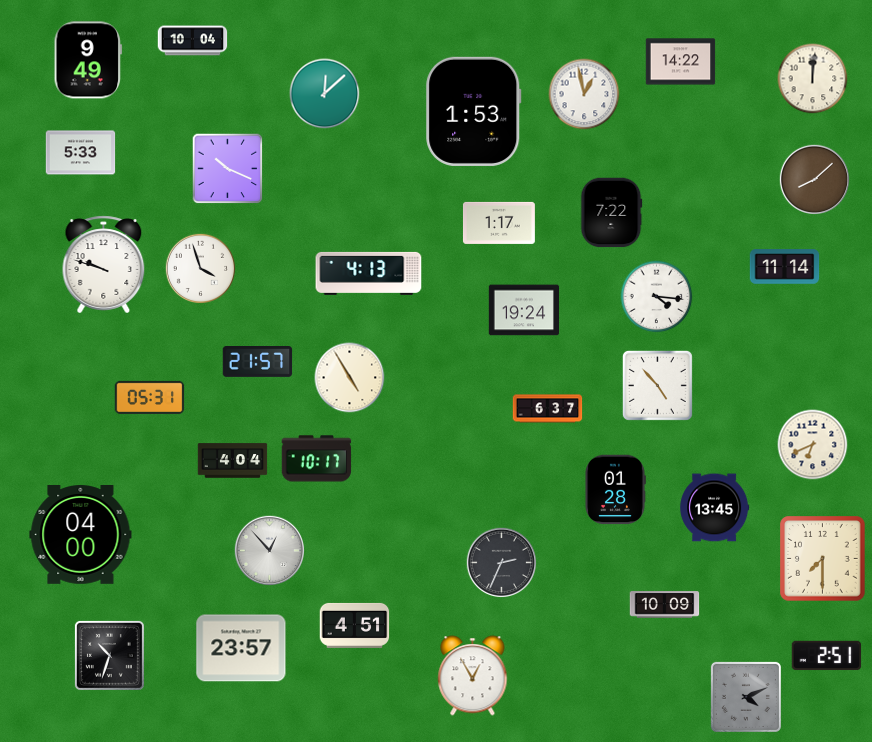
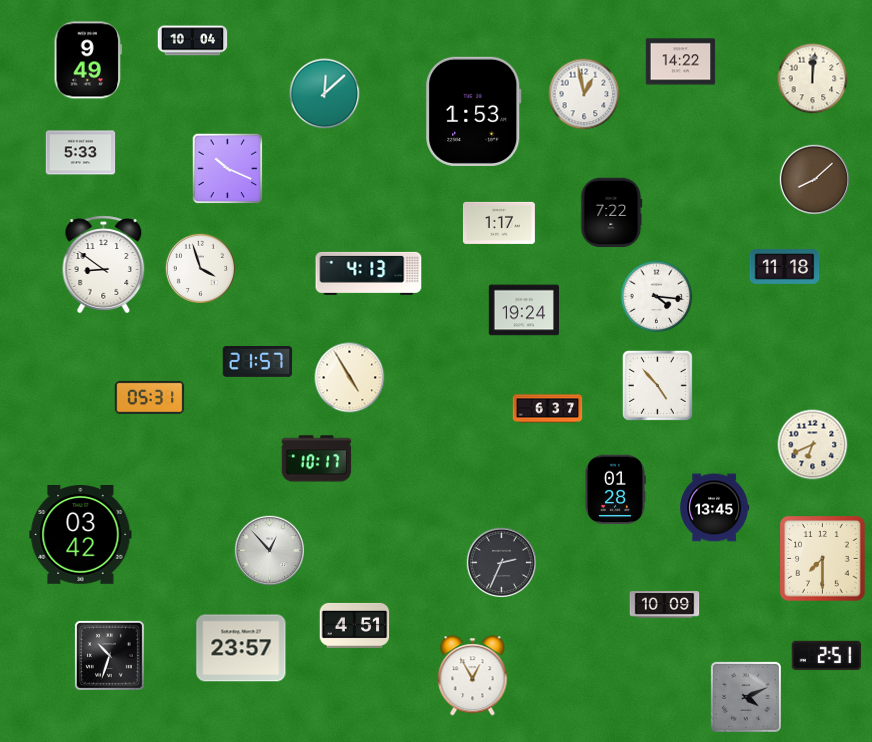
clock at (104, 265): 9:48 -> 8:51
clock at (785, 267): 11:14 -> 11:18
clock at (233, 461): 4:04 -> none
clock at (81, 535): 04:00 -> 03:42
